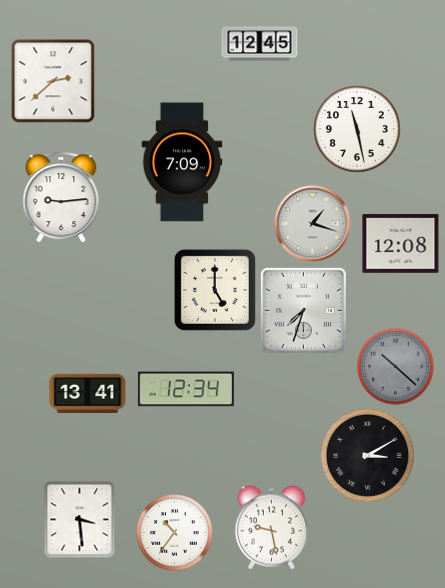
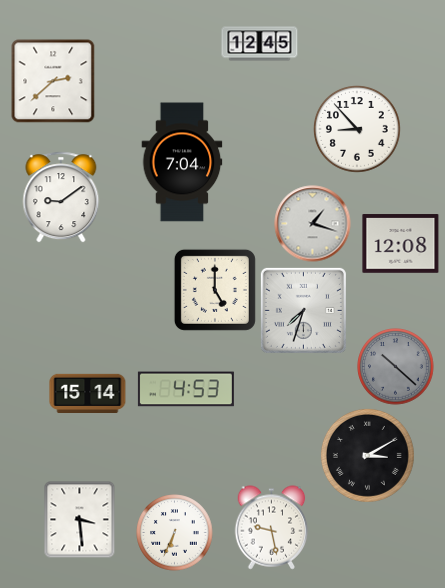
clock at (358, 130): 11:28 -> 8:53
clock at (182, 162): 7:09 -> 7:04
clock at (61, 197): 9:14 -> 9:09
clock at (186, 389): 12:34 -> 4:53
clock at (88, 393): 13:41 -> 15:14
clock at (175, 533): 10:36 -> 6:34
